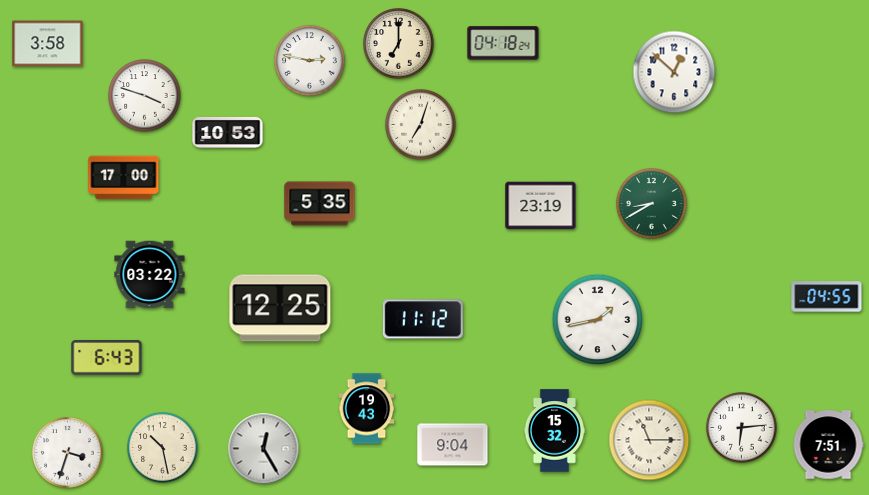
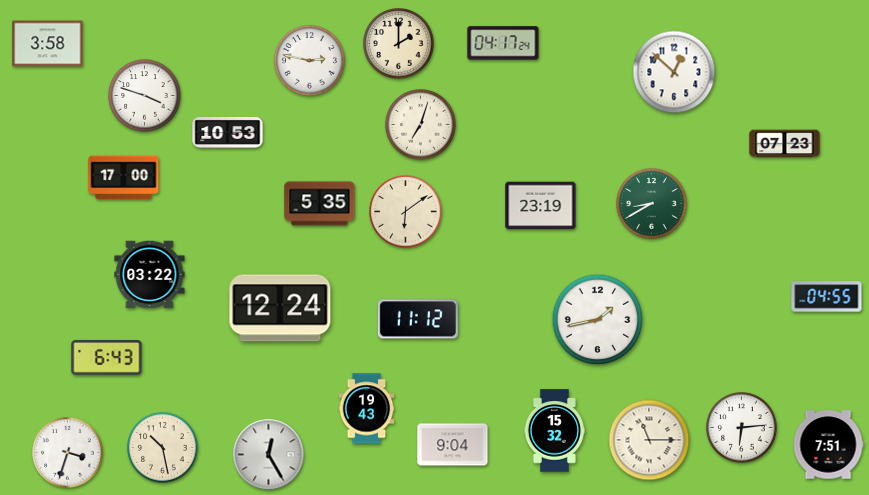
clock at (503, 43): 04:18 -> 04:17
clock at (399, 44): 7:00 -> 2:00
clock at (785, 144): none -> 07:23
clock at (406, 212): none -> 6:09
clock at (280, 308): 12:25 -> 12:24
clock at (423, 319) position: (423, 319) -> (418, 319)
clock at (264, 449) position: (264, 449) -> (269, 455)
